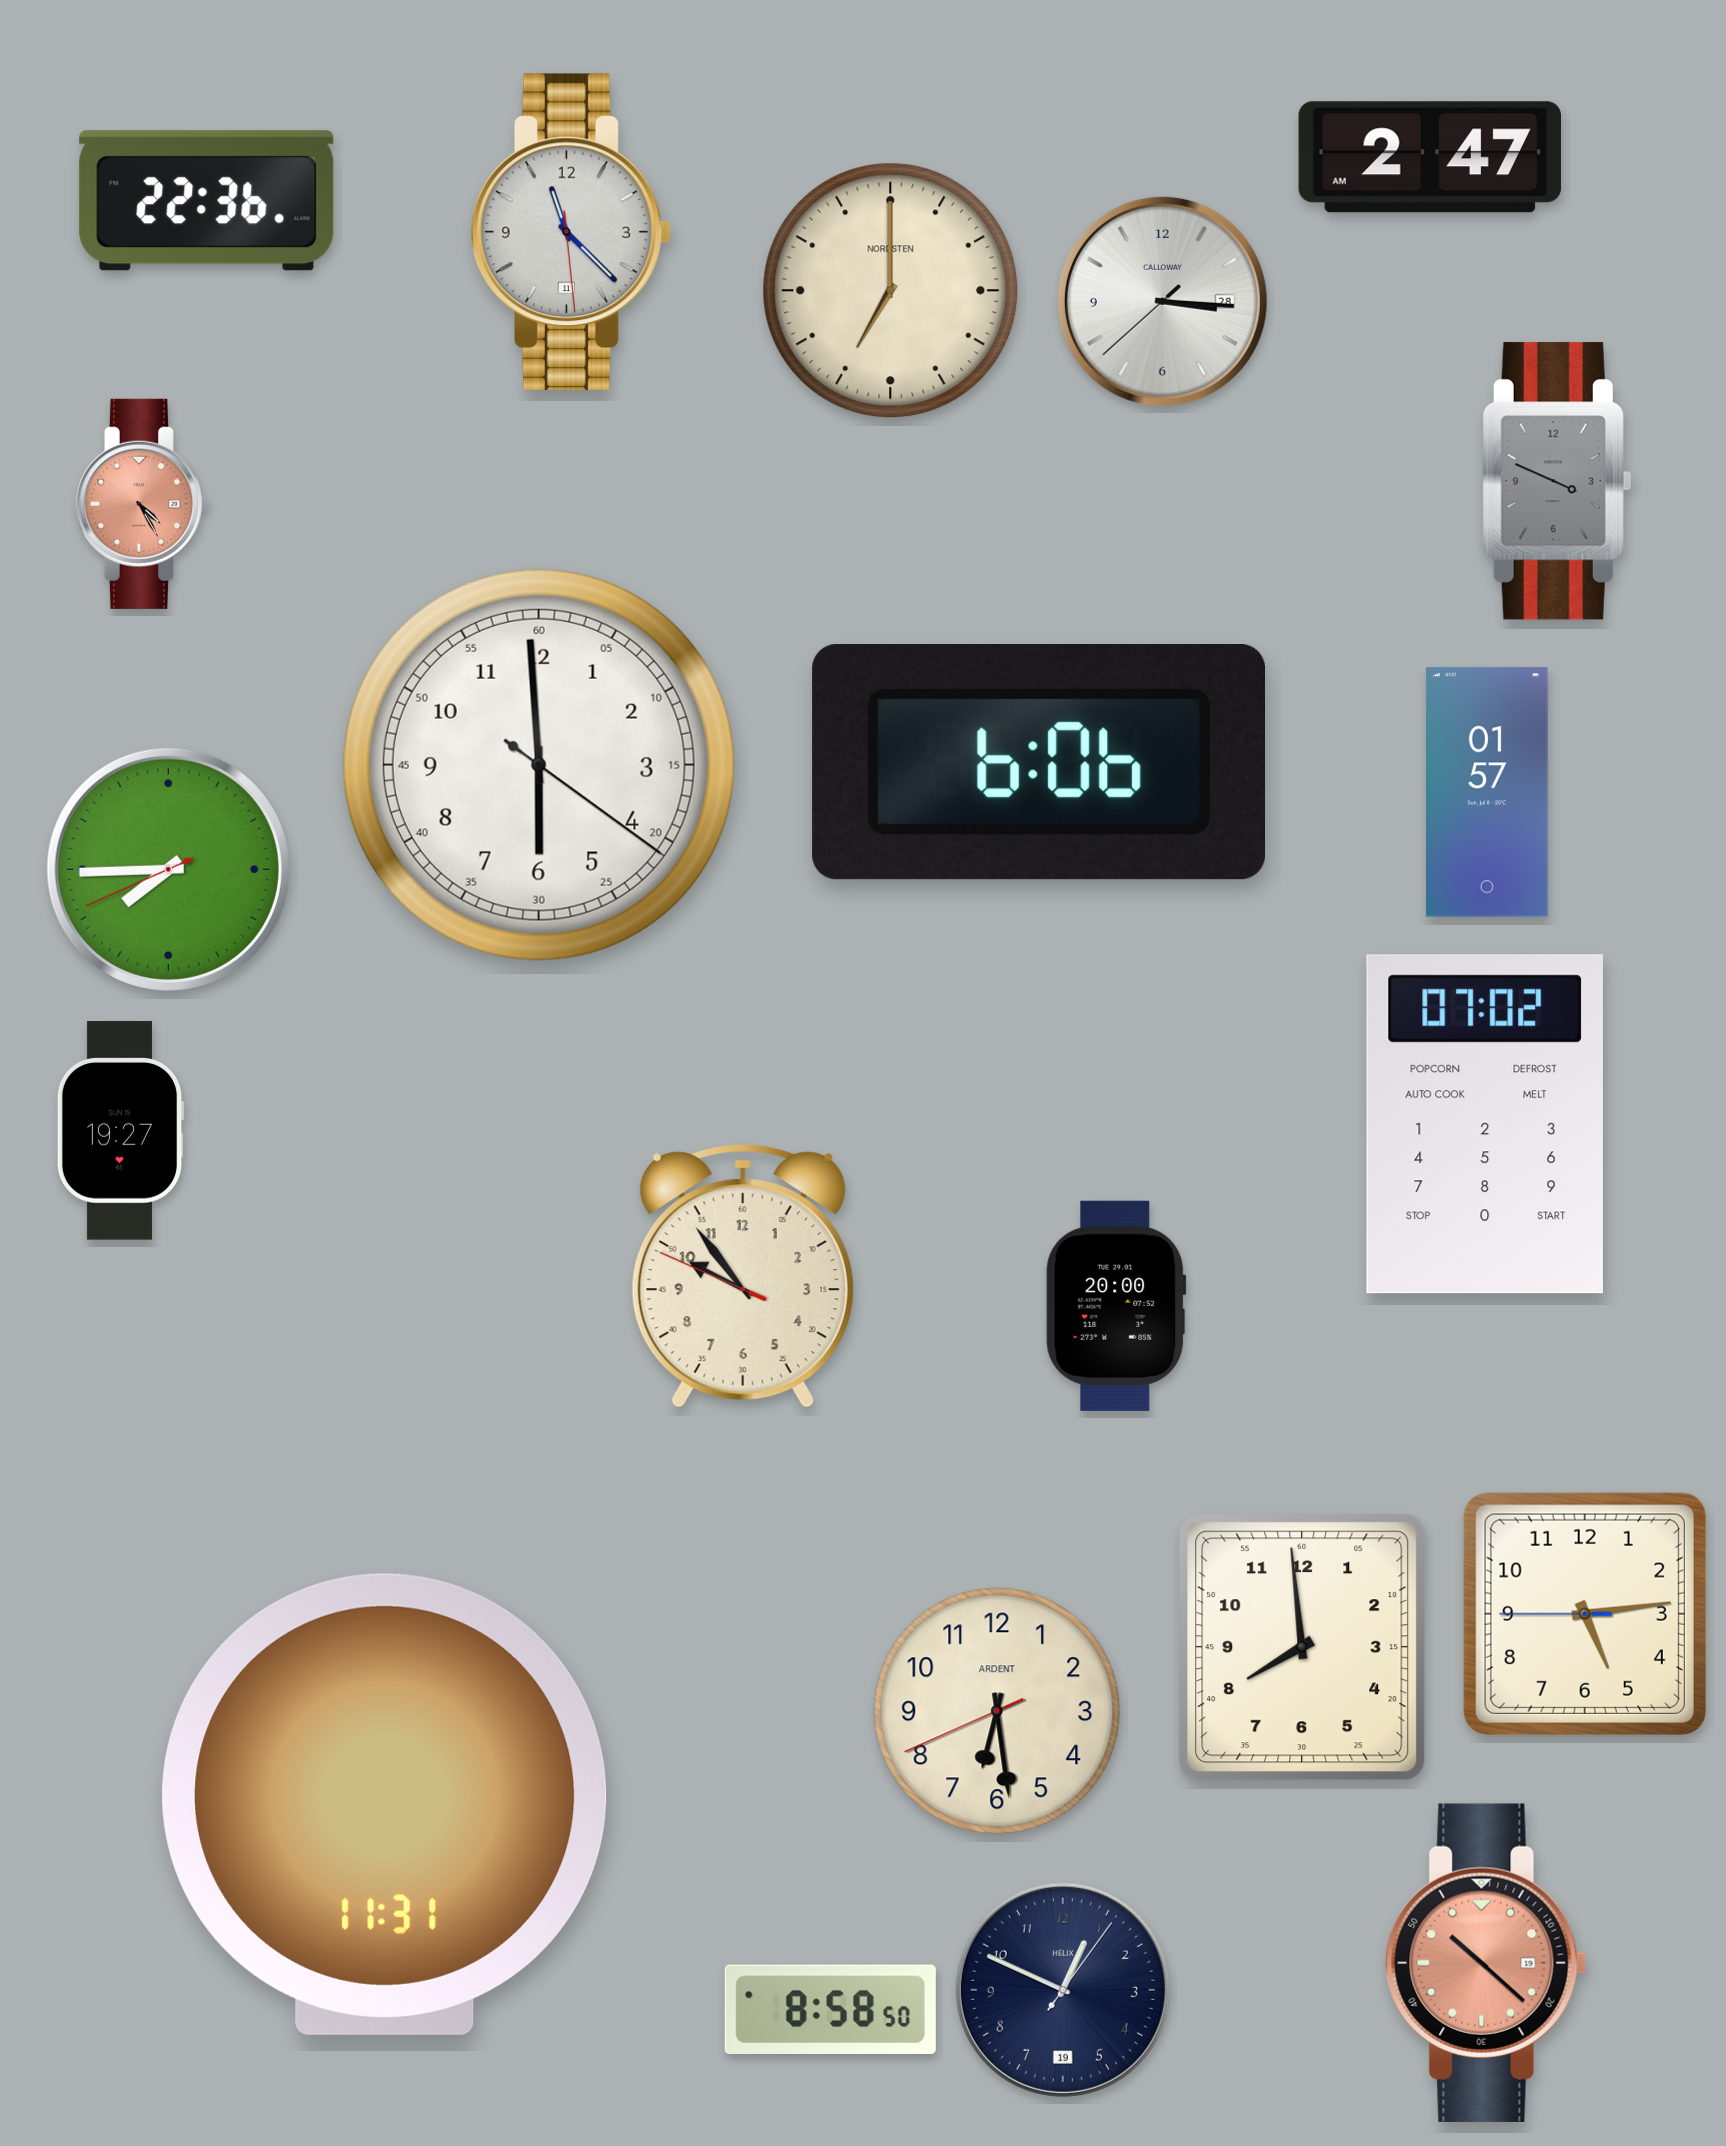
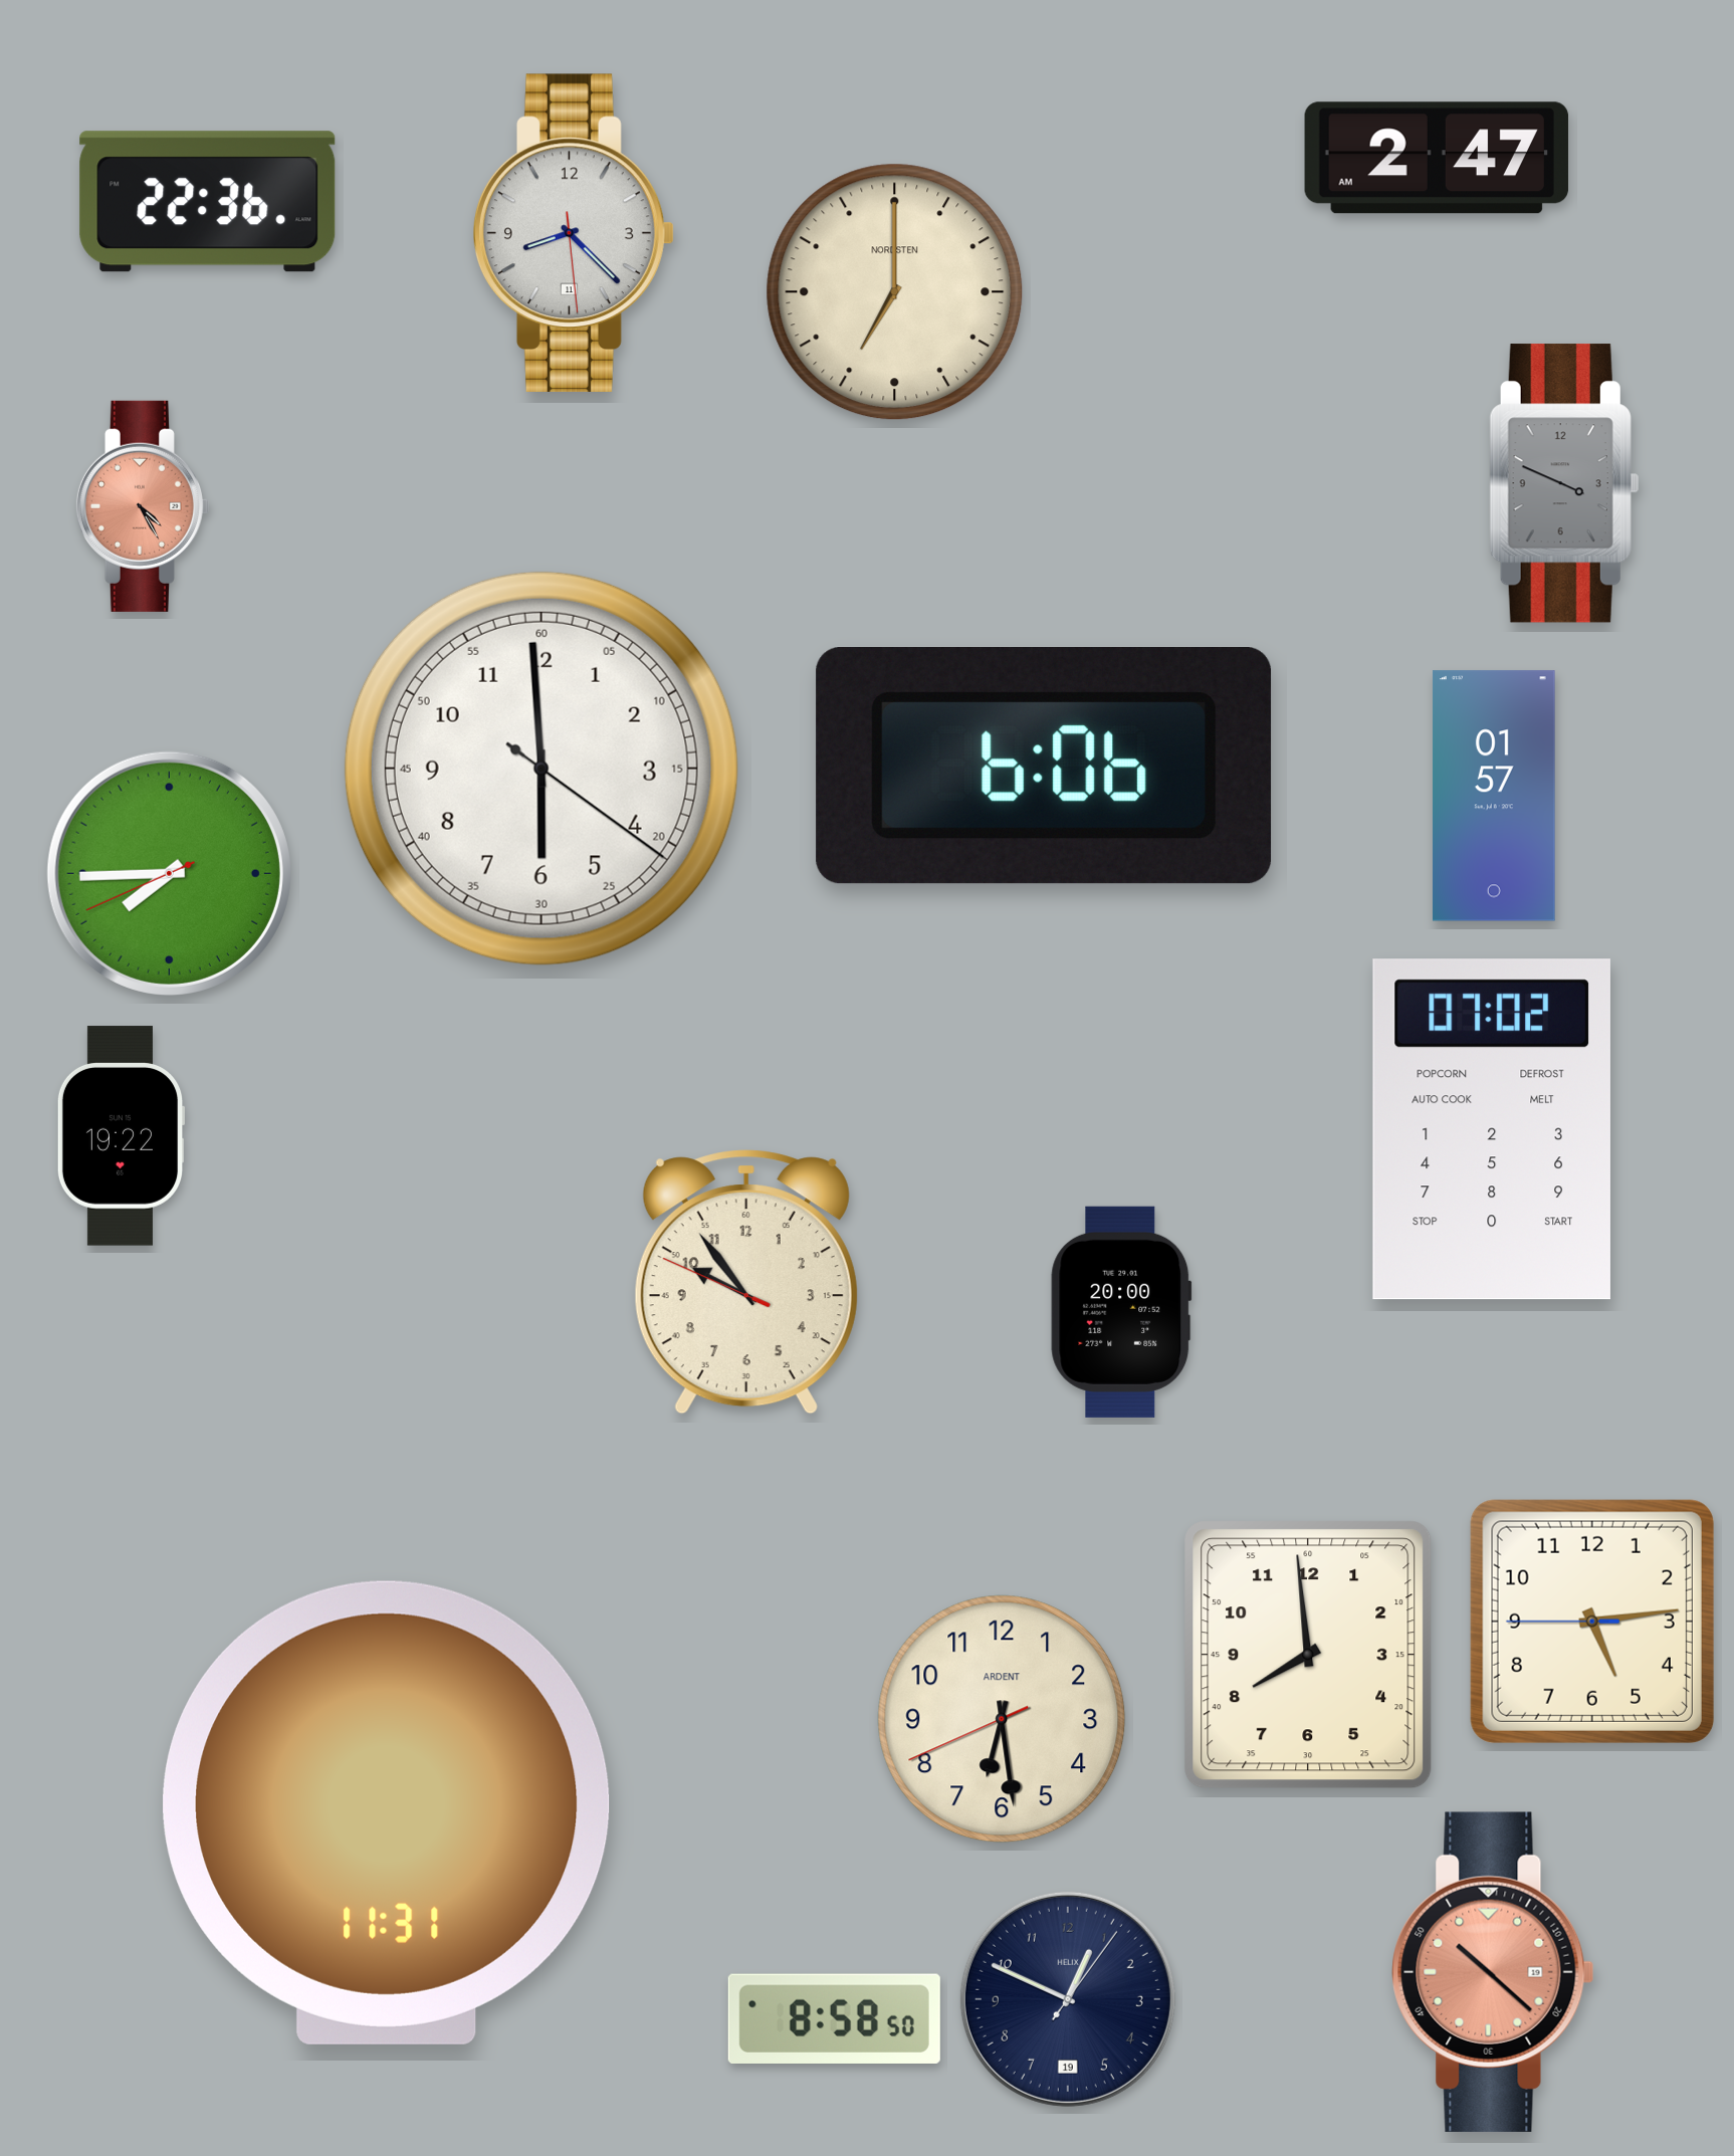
clock at (572, 232): 11:22 -> 8:22
clock at (1162, 301): 3:15 -> none
clock at (120, 1131): 19:27 -> 19:22
